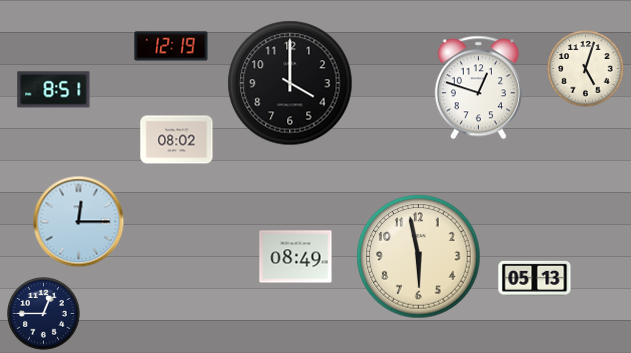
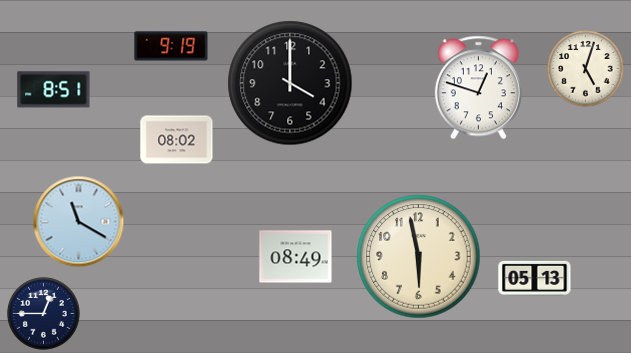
clock at (171, 46): 12:19 -> 9:19
clock at (79, 222): 12:15 -> 11:20
